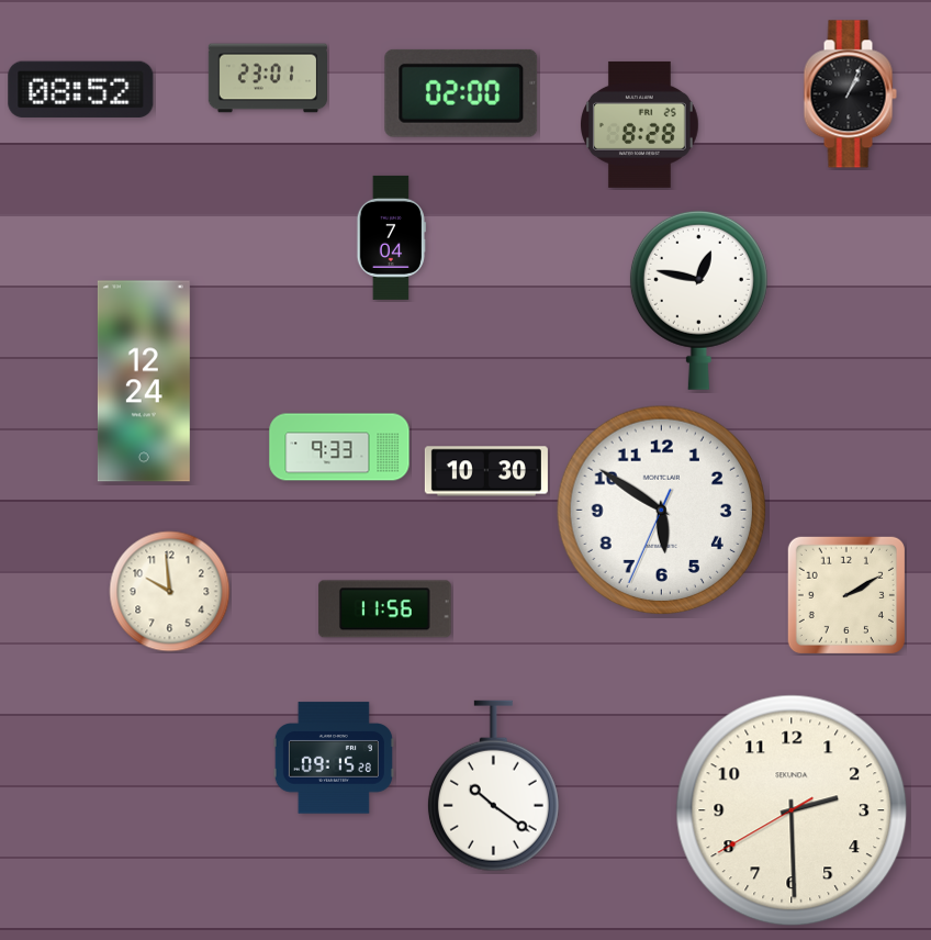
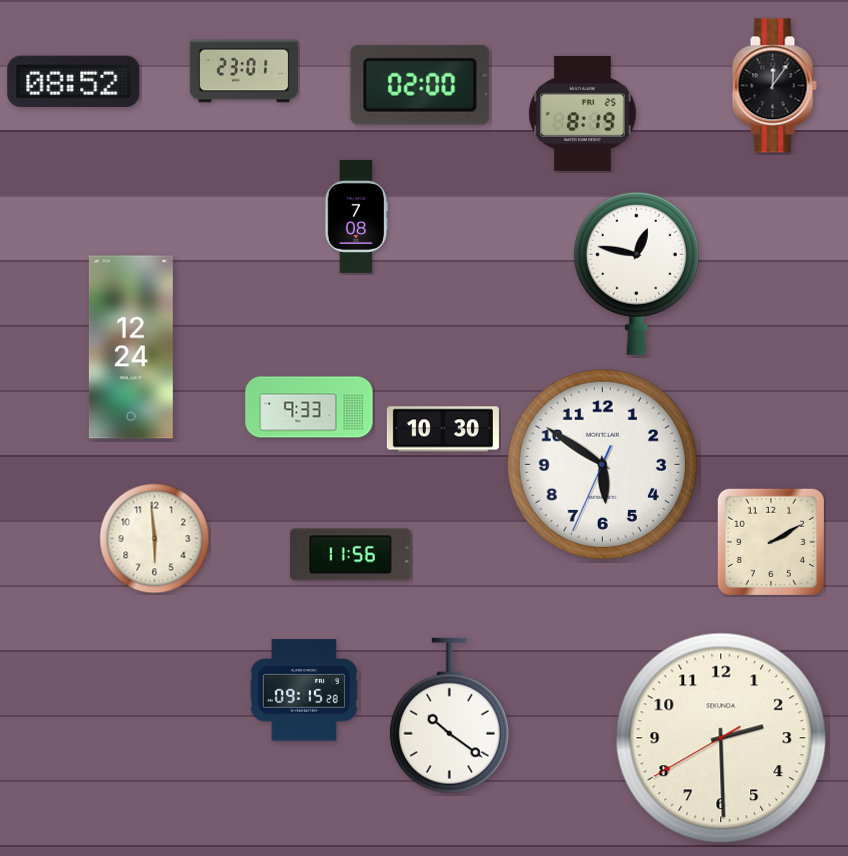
clock at (850, 94): 1:04 -> 12:06
clock at (640, 124): 8:28 -> 8:19
clock at (391, 237): 7:04 -> 7:08
clock at (170, 592): 9:59 -> 5:59
